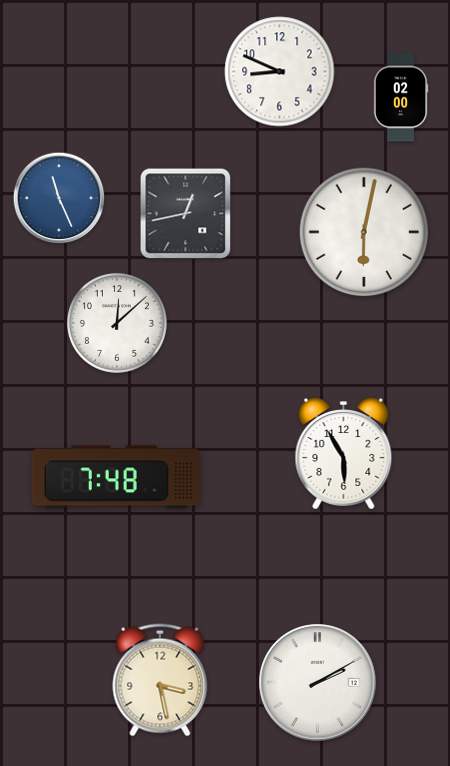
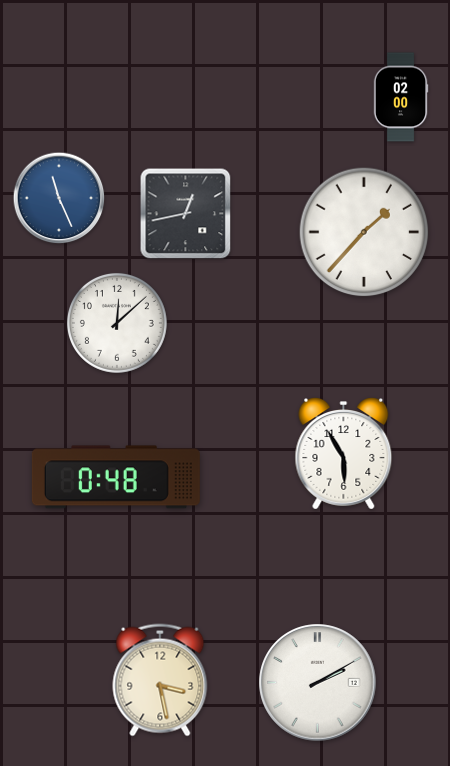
clock at (280, 72): 8:49 -> none
clock at (364, 232): 6:02 -> 1:37
clock at (116, 477): 7:48 -> 0:48
